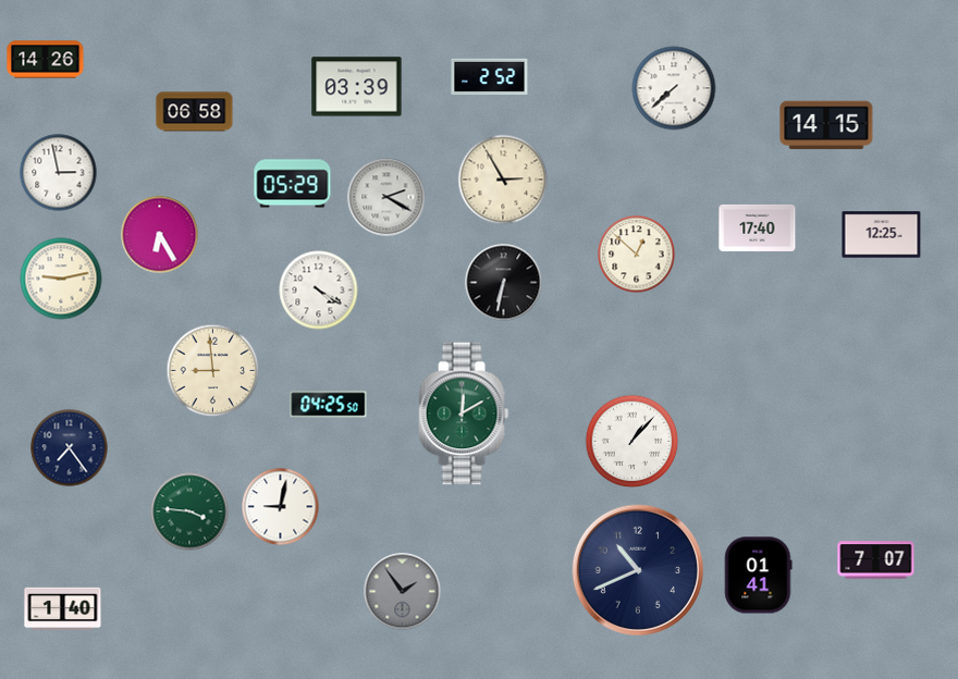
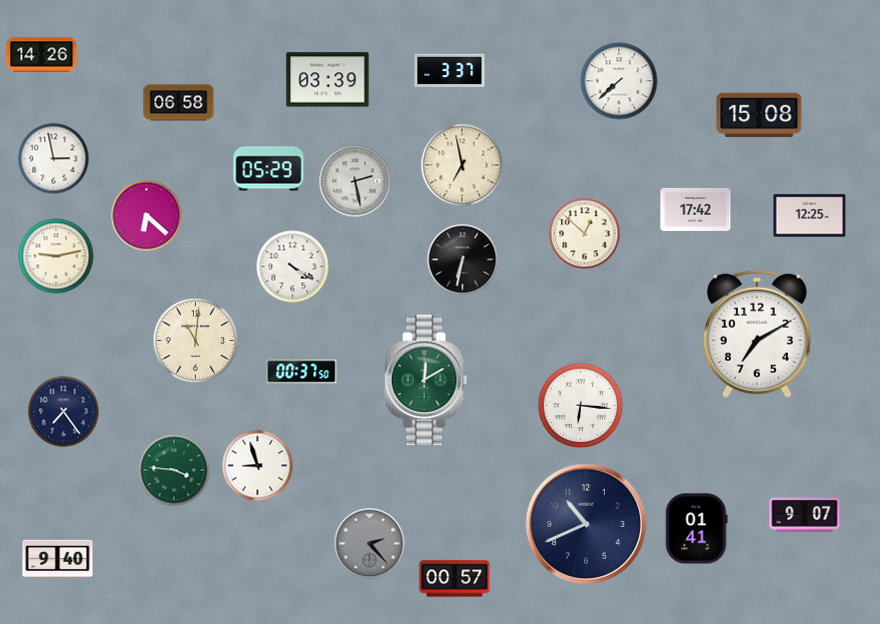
clock at (490, 77): 2:52 -> 3:37
clock at (826, 125): 14:15 -> 15:08
clock at (503, 180): 2:55 -> 6:58
clock at (386, 197): 2:20 -> 2:28
clock at (758, 227): 17:40 -> 17:42
clock at (160, 235): 6:25 -> 6:22
clock at (757, 334): none -> 7:10
clock at (213, 371): 8:59 -> 11:01
clock at (329, 405): 04:25 -> 00:37
clock at (632, 442): 1:07 -> 6:16
clock at (281, 507): 9:02 -> 8:57
clock at (876, 560): 7:07 -> 9:07
clock at (403, 592): 1:54 -> 2:23
clock at (63, 609): 1:40 -> 9:40
clock at (455, 579): none -> 00:57
